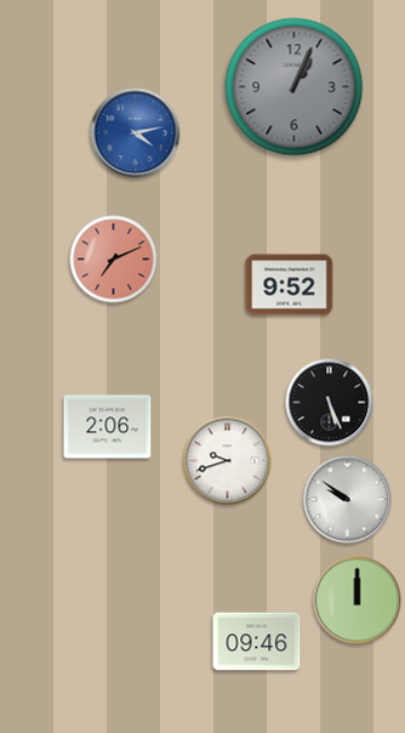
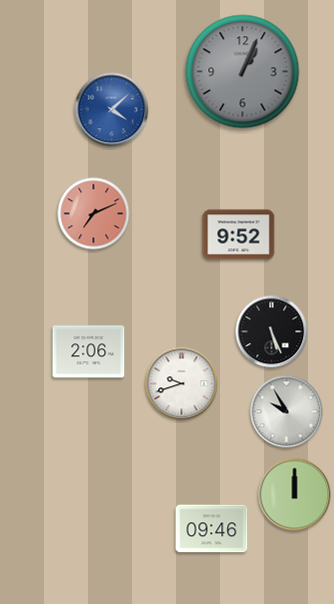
clock at (136, 133): 4:13 -> 4:08
clock at (228, 461) position: (228, 461) -> (182, 384)
clock at (348, 500): 9:51 -> 9:55
